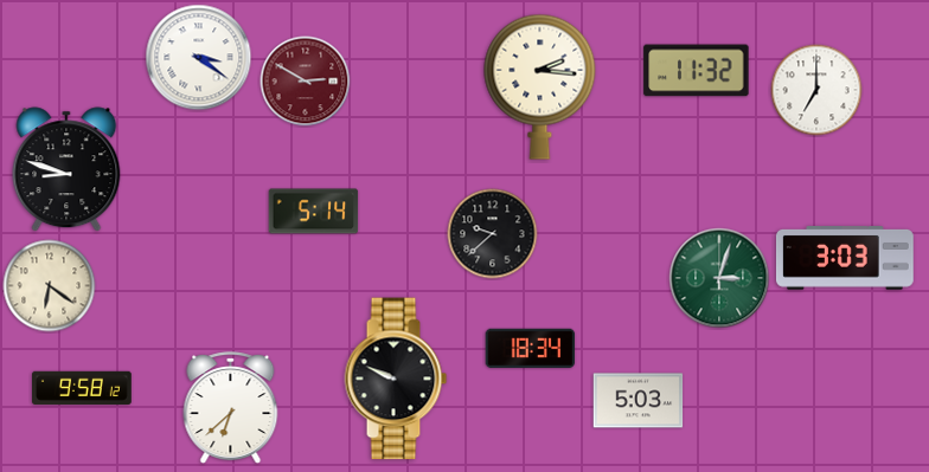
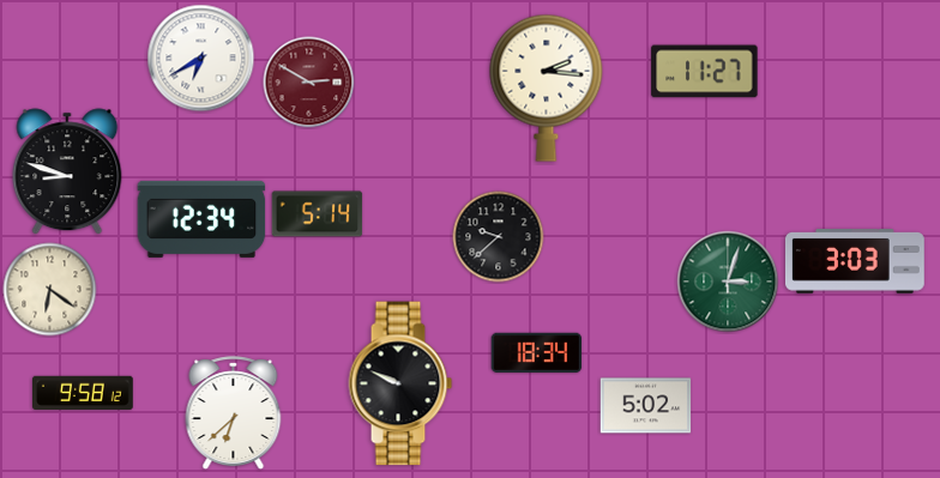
clock at (199, 58): 3:21 -> 6:40
clock at (697, 71): 11:32 -> 11:27
clock at (816, 90): 7:00 -> none
clock at (201, 219): none -> 12:34
clock at (639, 401): 5:03 -> 5:02
